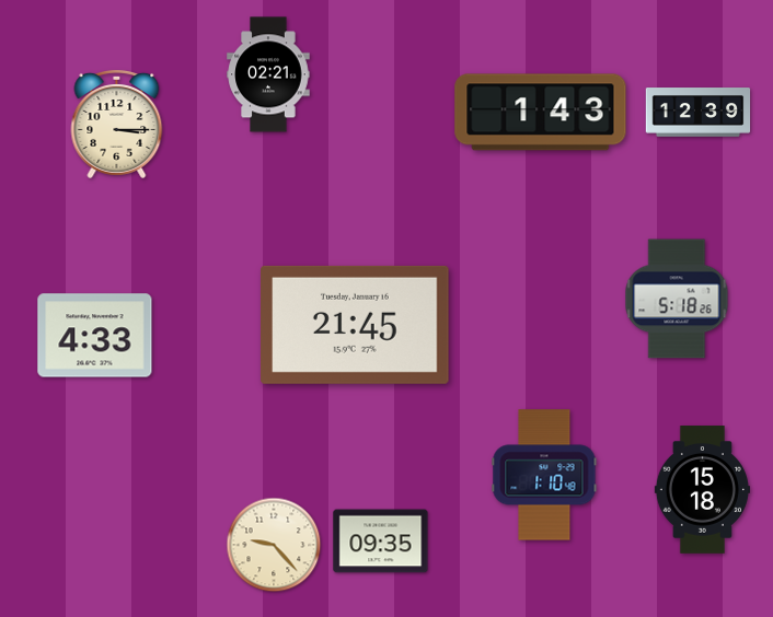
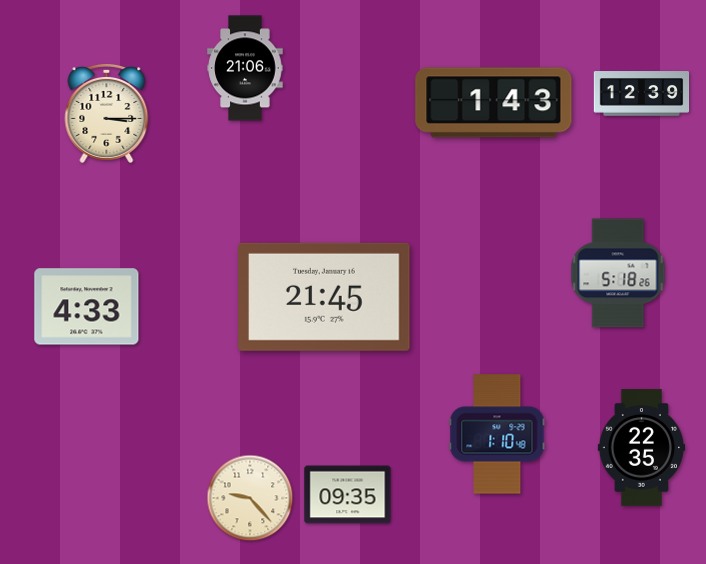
clock at (268, 74): 02:21 -> 21:06
clock at (699, 113) position: (699, 113) -> (642, 94)
clock at (702, 490): 15:18 -> 22:35
